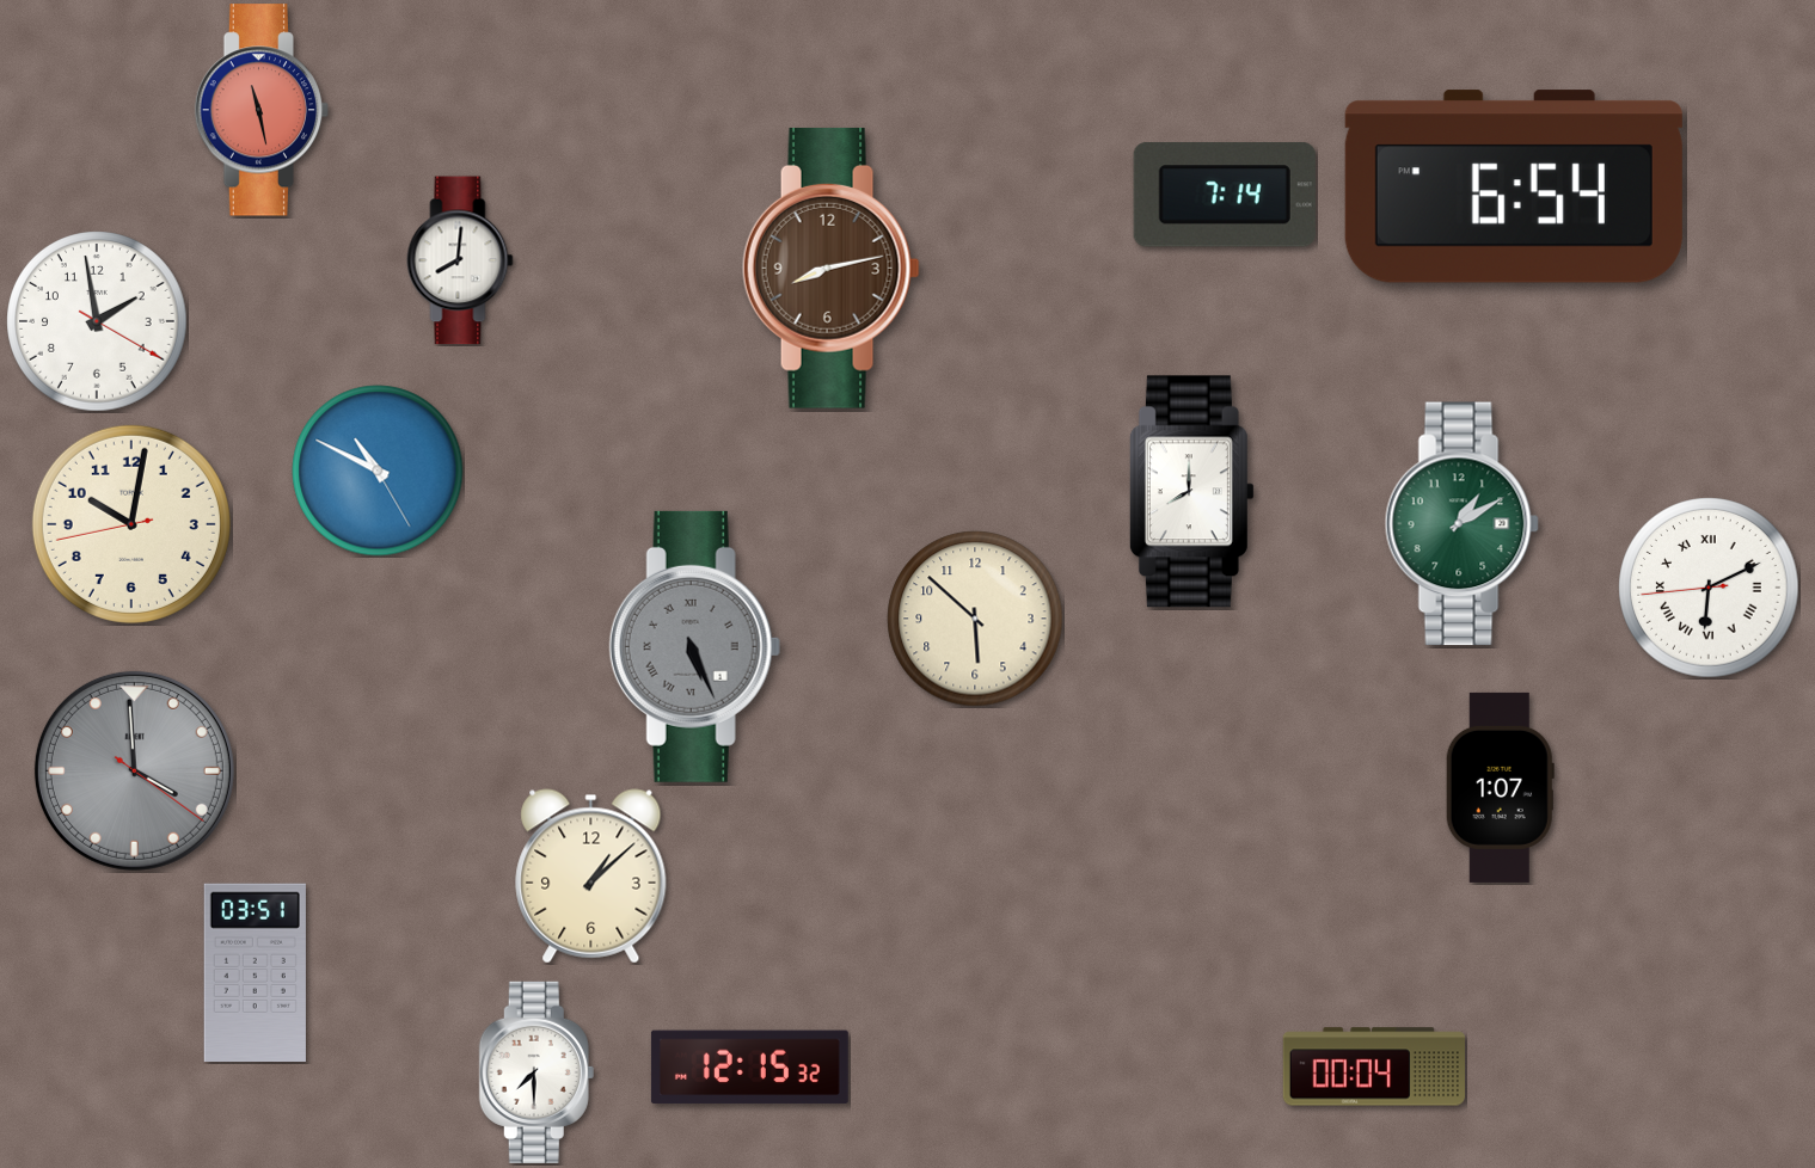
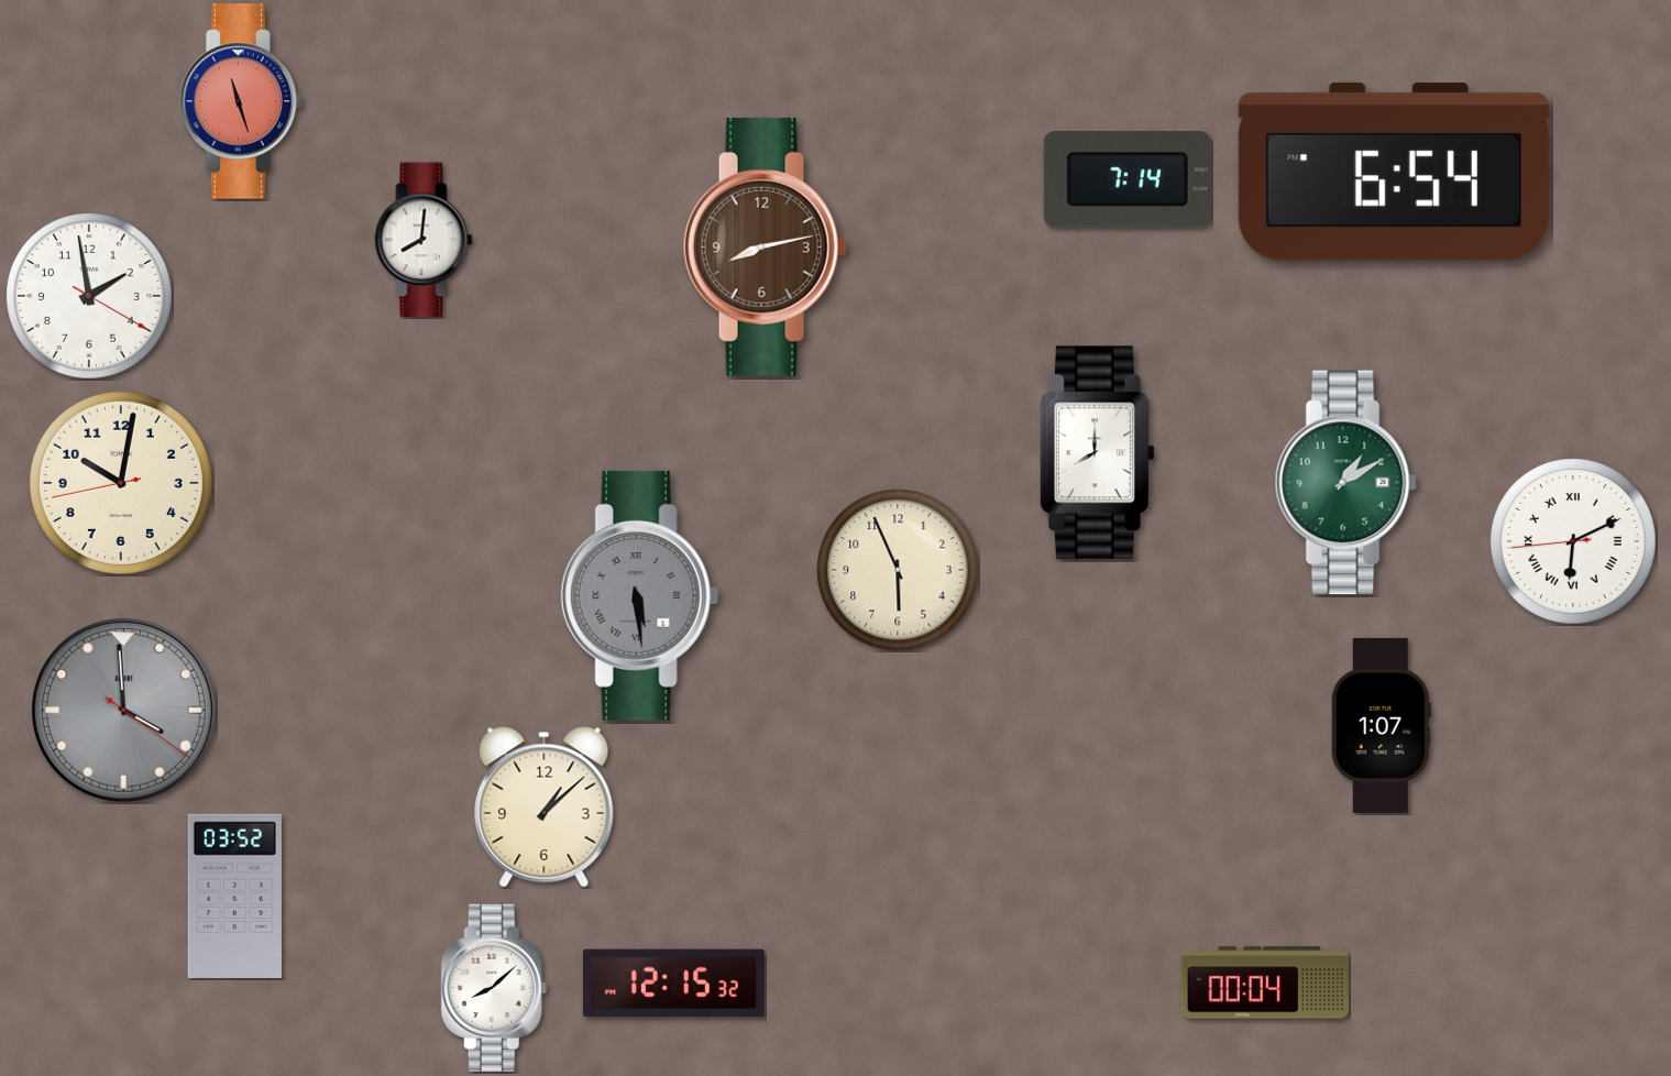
clock at (262, 110): 11:28 -> 11:27
clock at (378, 471): 10:49 -> none
clock at (975, 619): 5:52 -> 5:56
clock at (694, 646): 5:26 -> 5:29
clock at (255, 972): 03:51 -> 03:52
clock at (749, 1068) position: (749, 1068) -> (673, 984)
clock at (536, 1072): 7:30 -> 8:08
